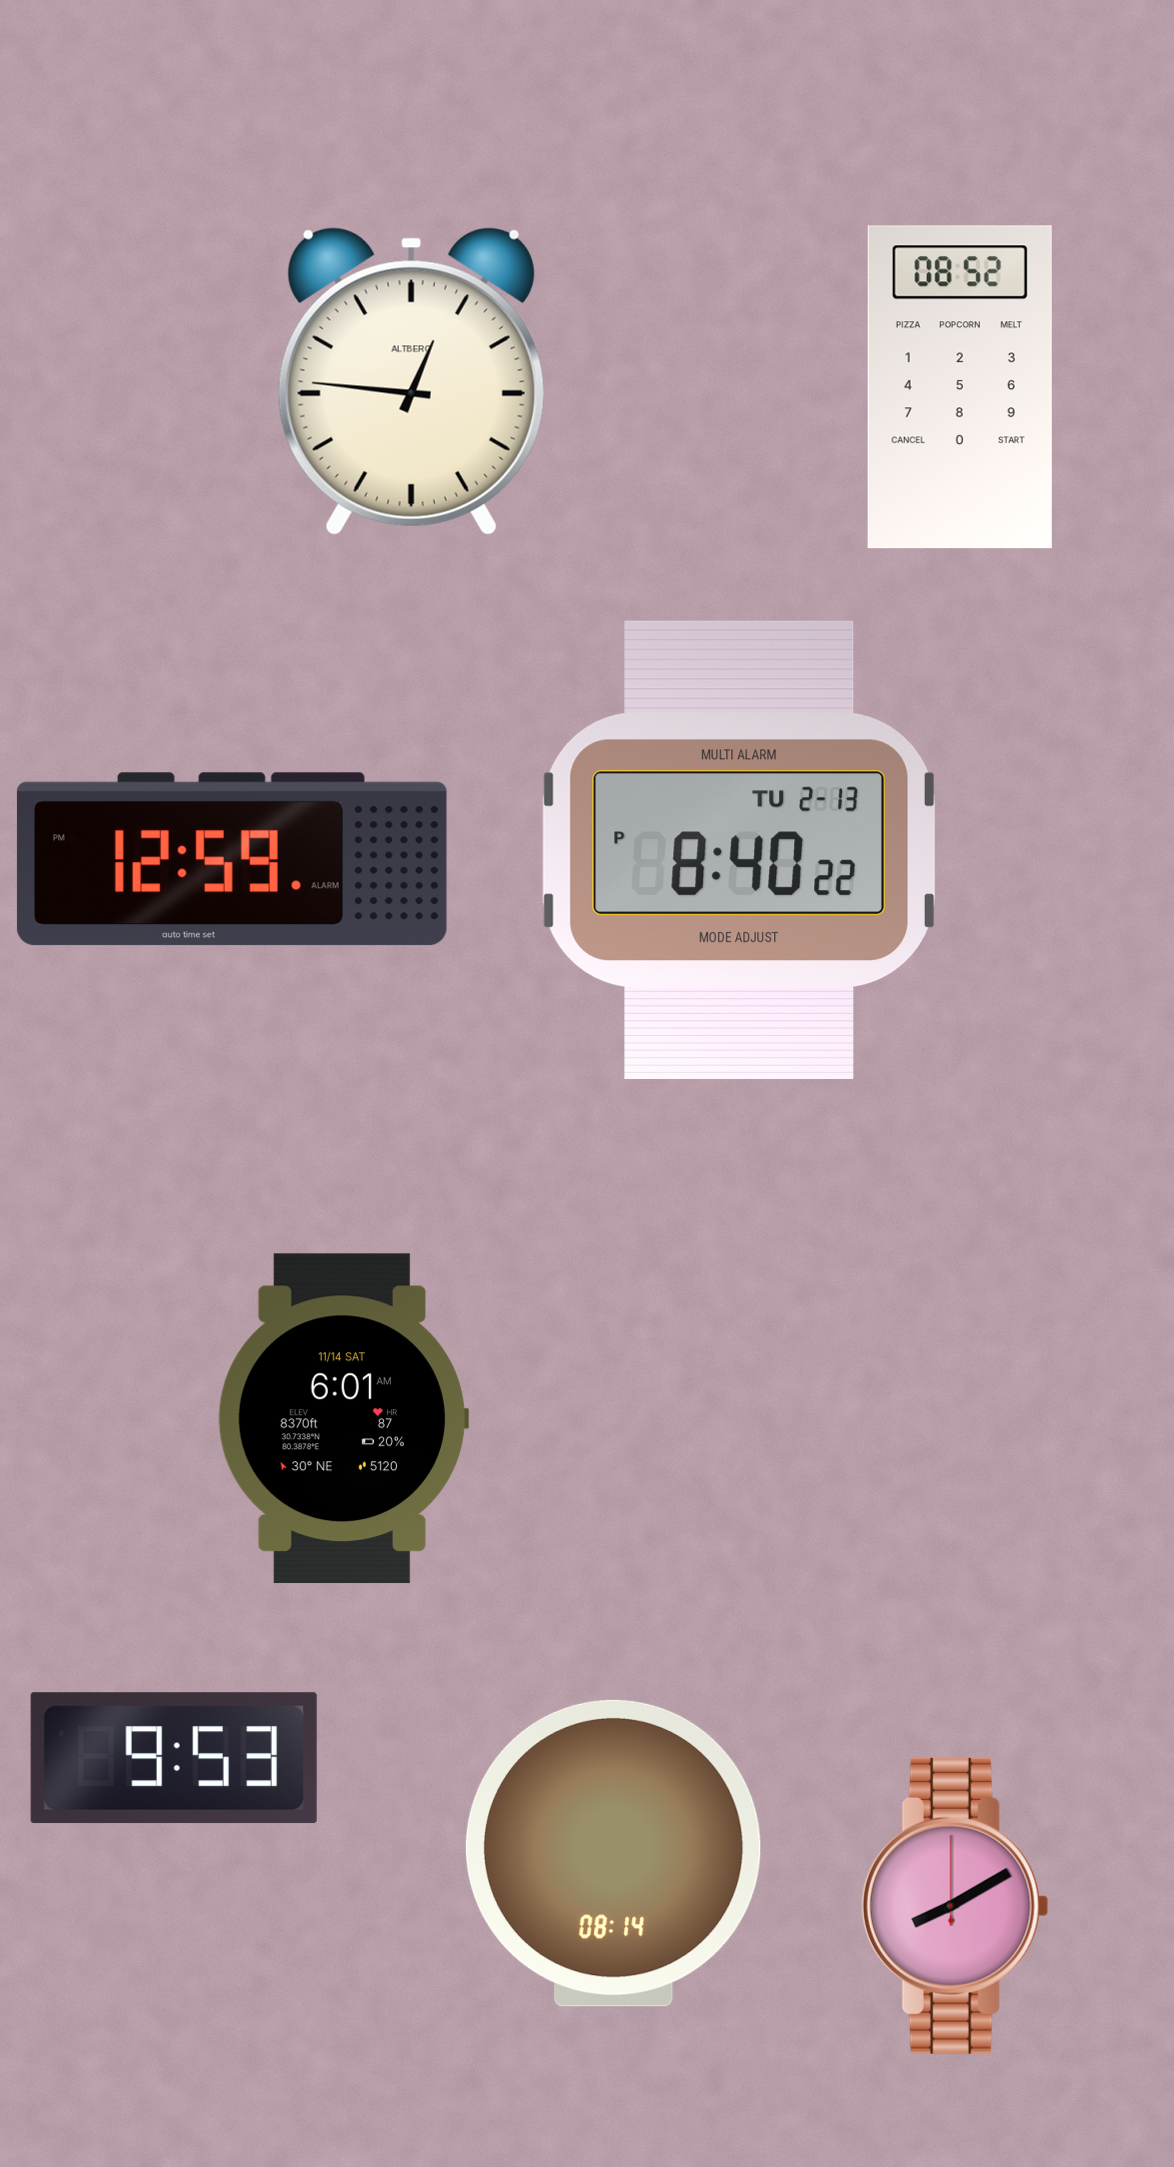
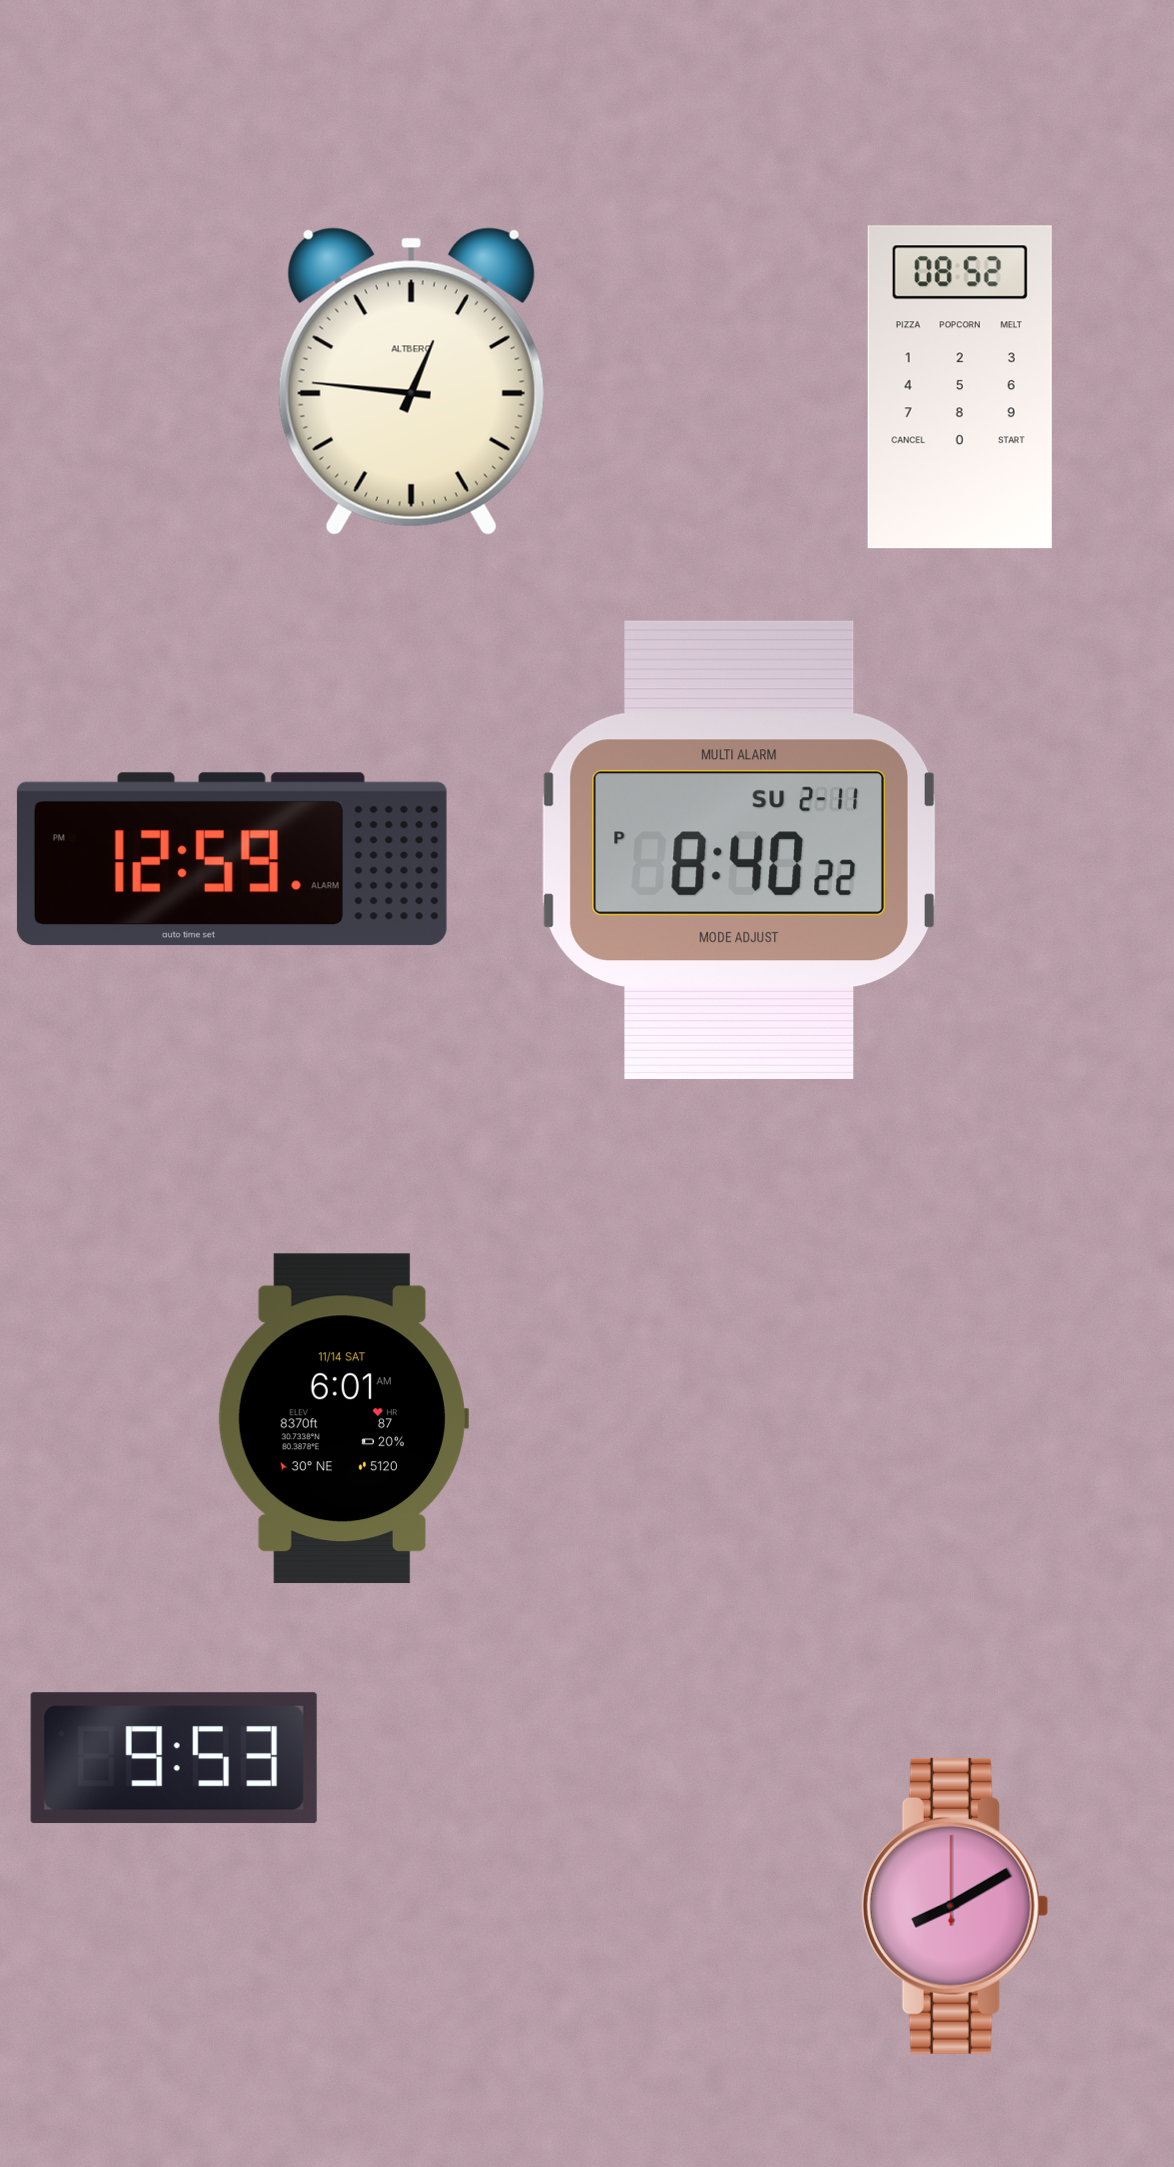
clock at (739, 850) date: TU 2-13 -> SU 2-11
clock at (613, 1853): 08:14 -> none
